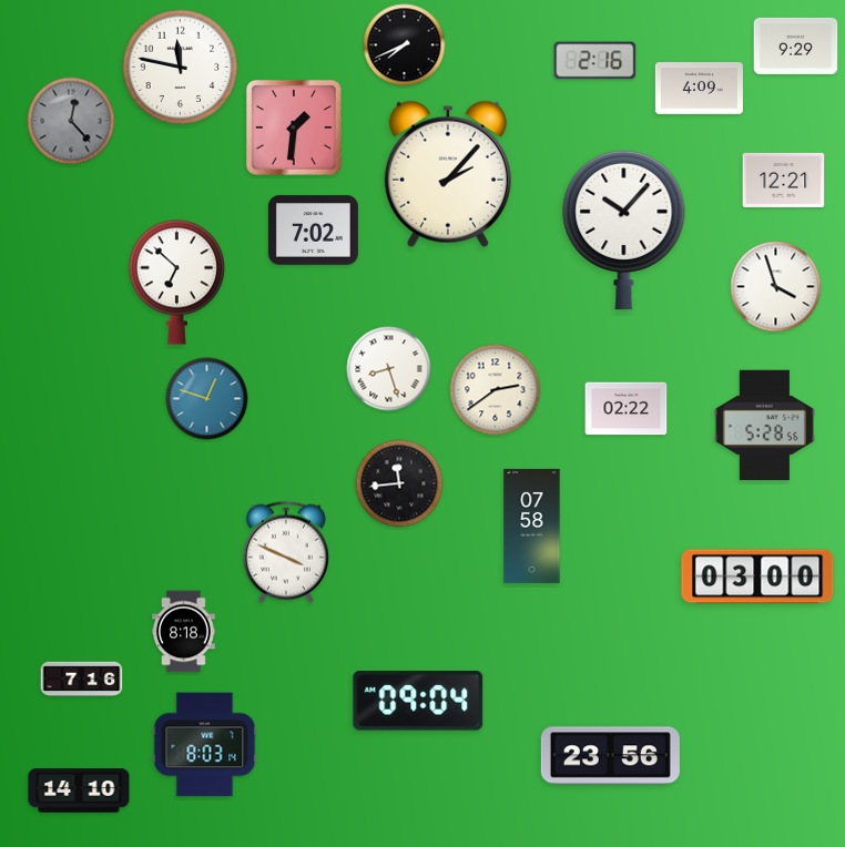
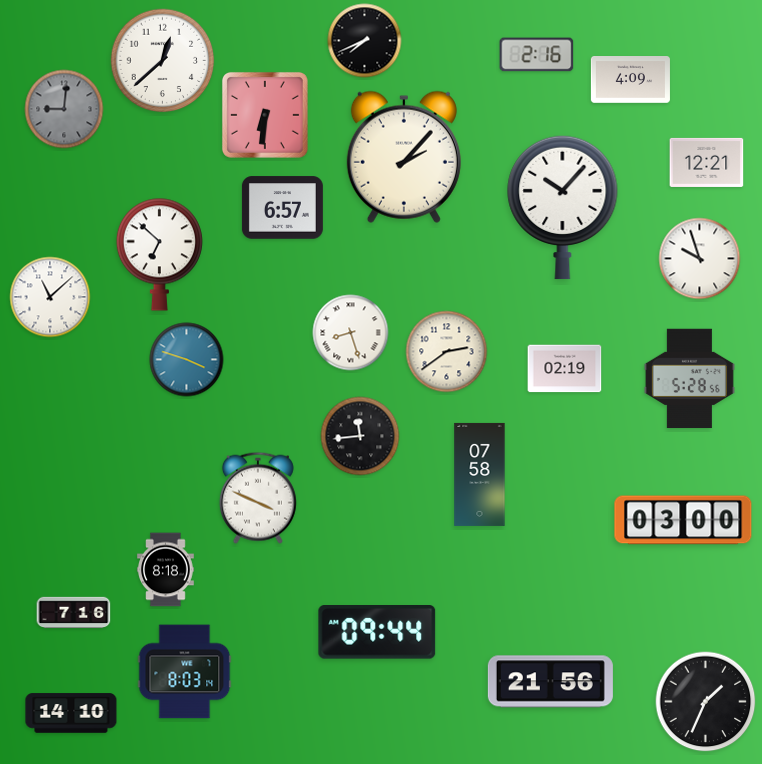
clock at (796, 45): 9:29 -> none
clock at (181, 68): 11:47 -> 12:38
clock at (71, 121): 12:23 -> 9:01
clock at (294, 127): 1:31 -> 6:31
clock at (313, 231): 7:02 -> 6:57
clock at (776, 287): 3:57 -> 9:57
clock at (50, 297): none -> 11:08
clock at (207, 399): 12:48 -> 3:48
clock at (627, 409): 02:22 -> 02:19
clock at (764, 426) position: (764, 426) -> (689, 379)
clock at (418, 702): 09:04 -> 09:44
clock at (610, 756): 23:56 -> 21:56
clock at (706, 702): none -> 1:34
